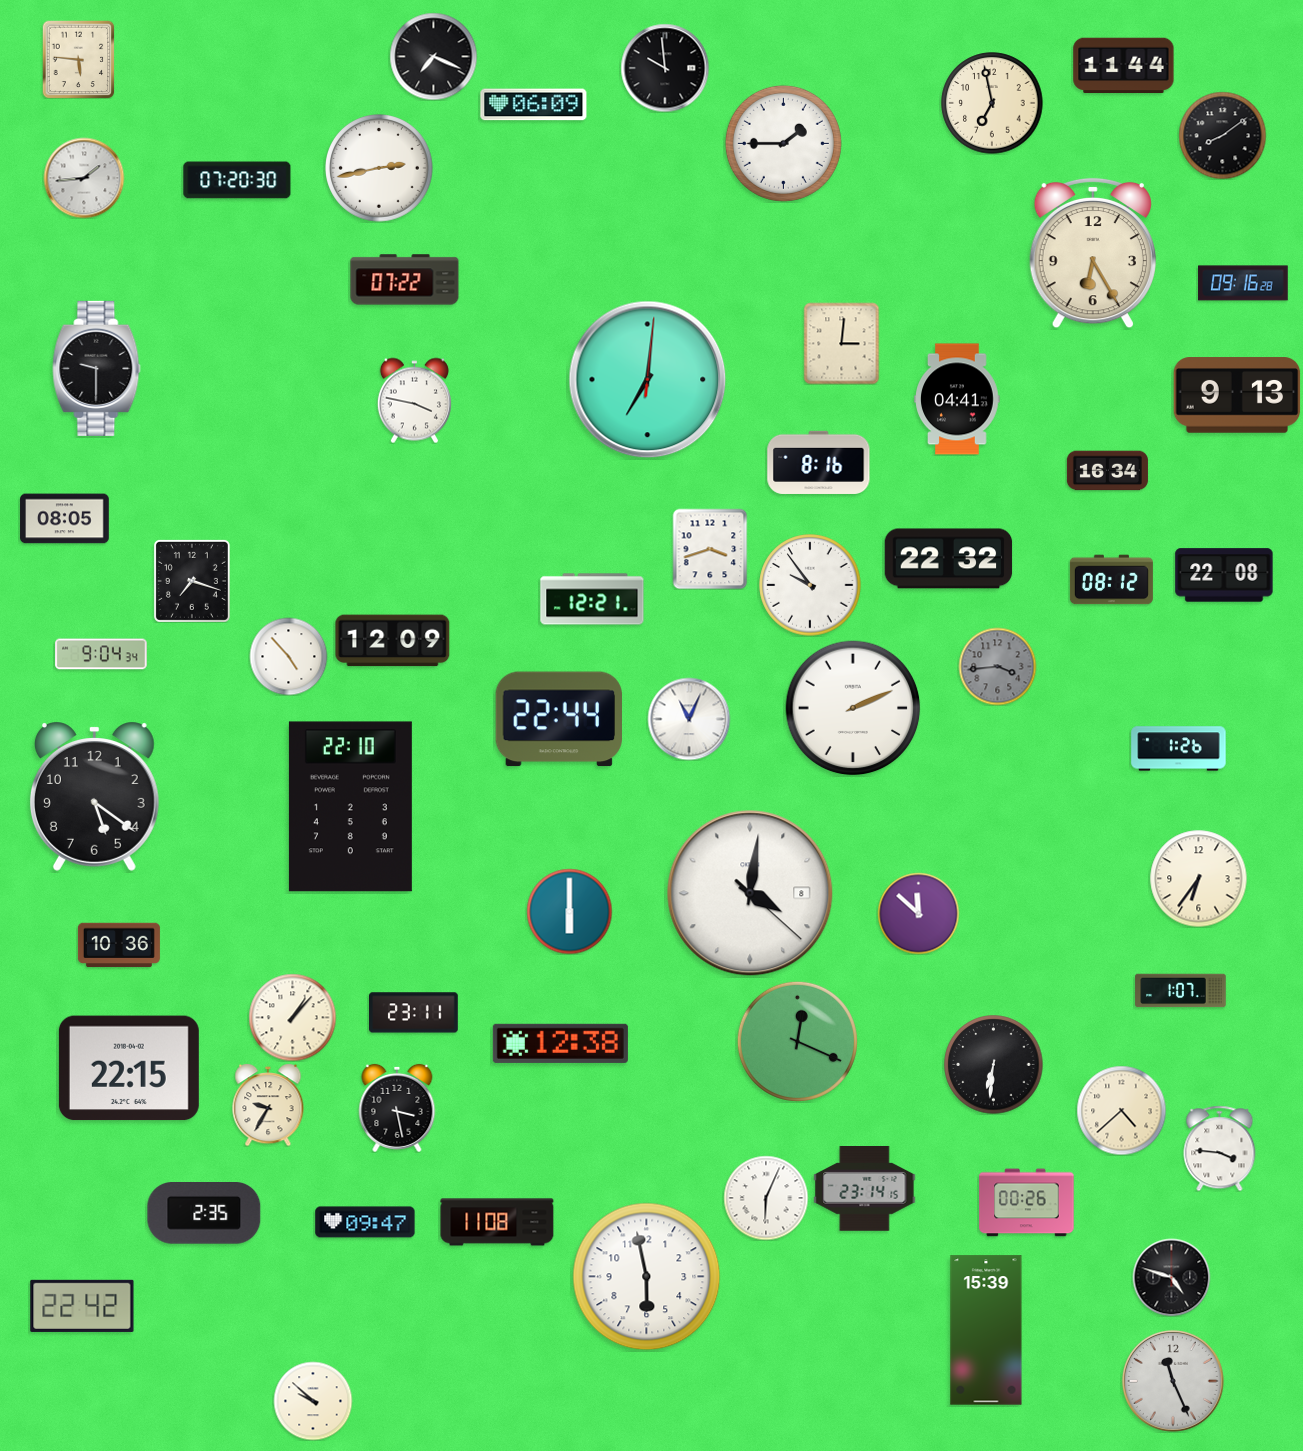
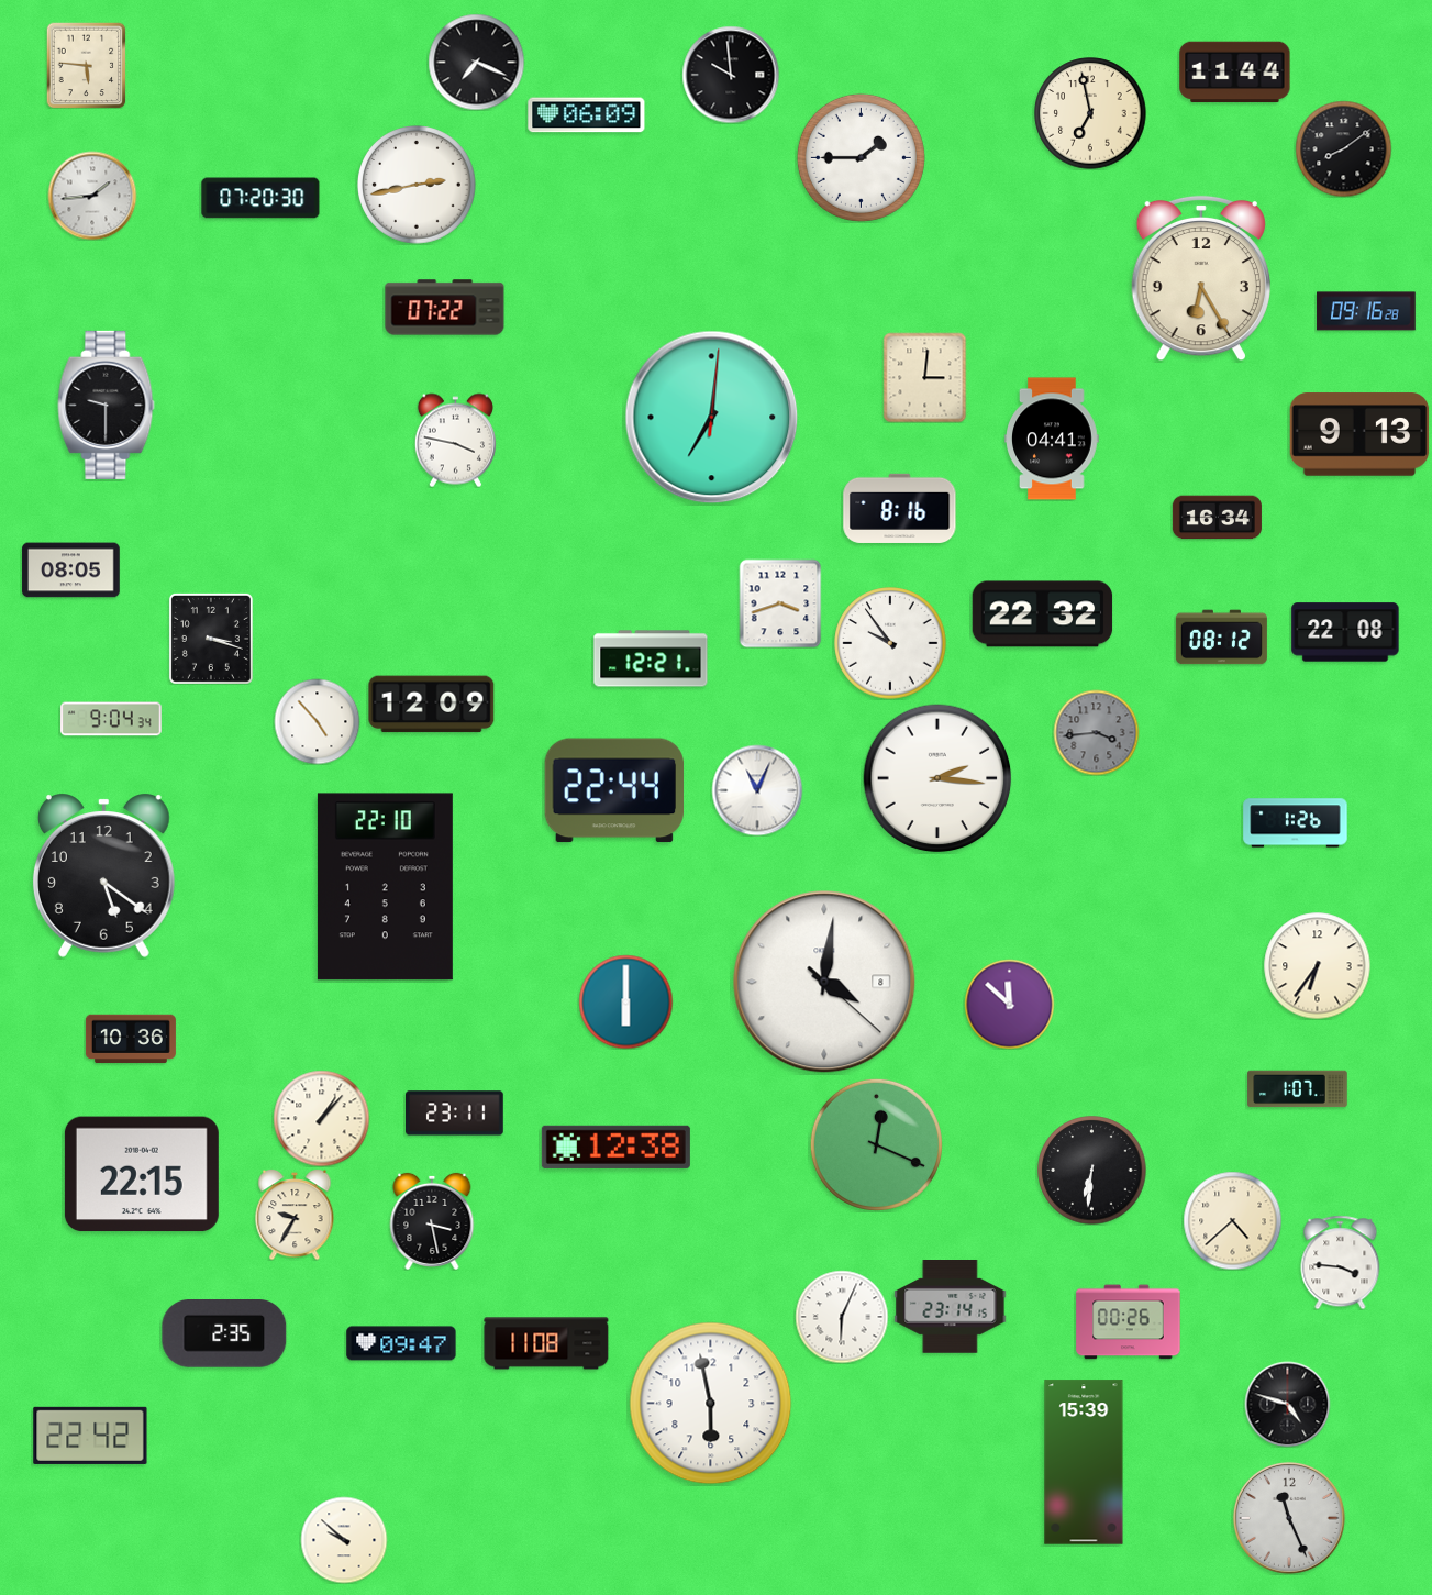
clock at (192, 581): 7:18 -> 3:18
clock at (853, 708): 2:11 -> 2:16
clock at (397, 1108) position: (397, 1108) -> (432, 1221)
